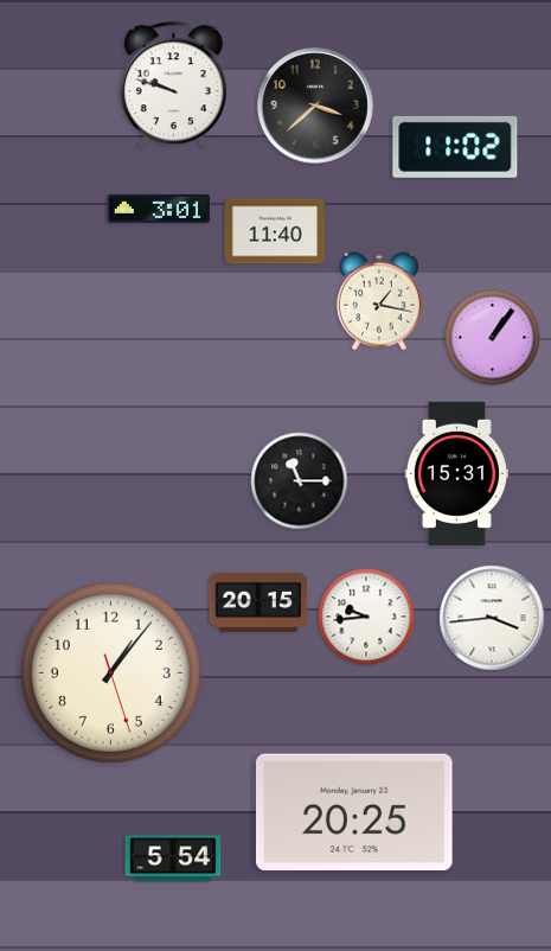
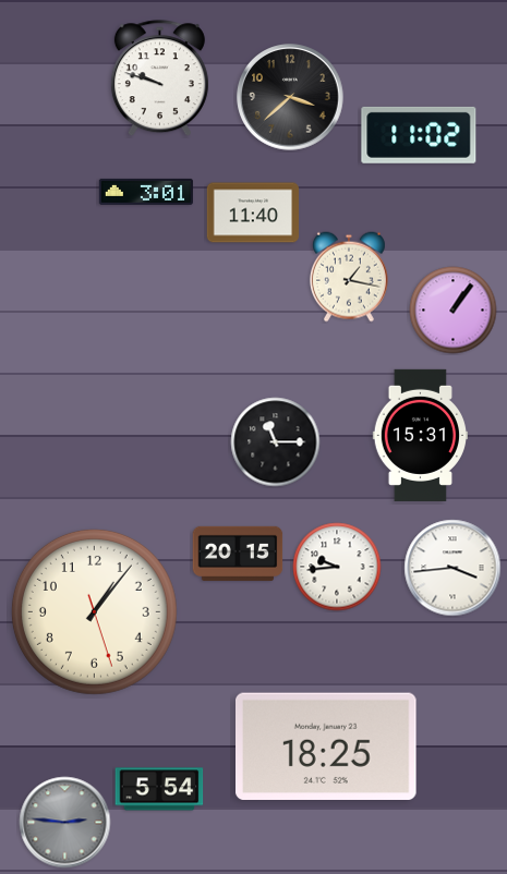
clock at (110, 672) position: (110, 672) -> (94, 611)
clock at (355, 811): 20:25 -> 18:25
clock at (65, 823): none -> 2:46
